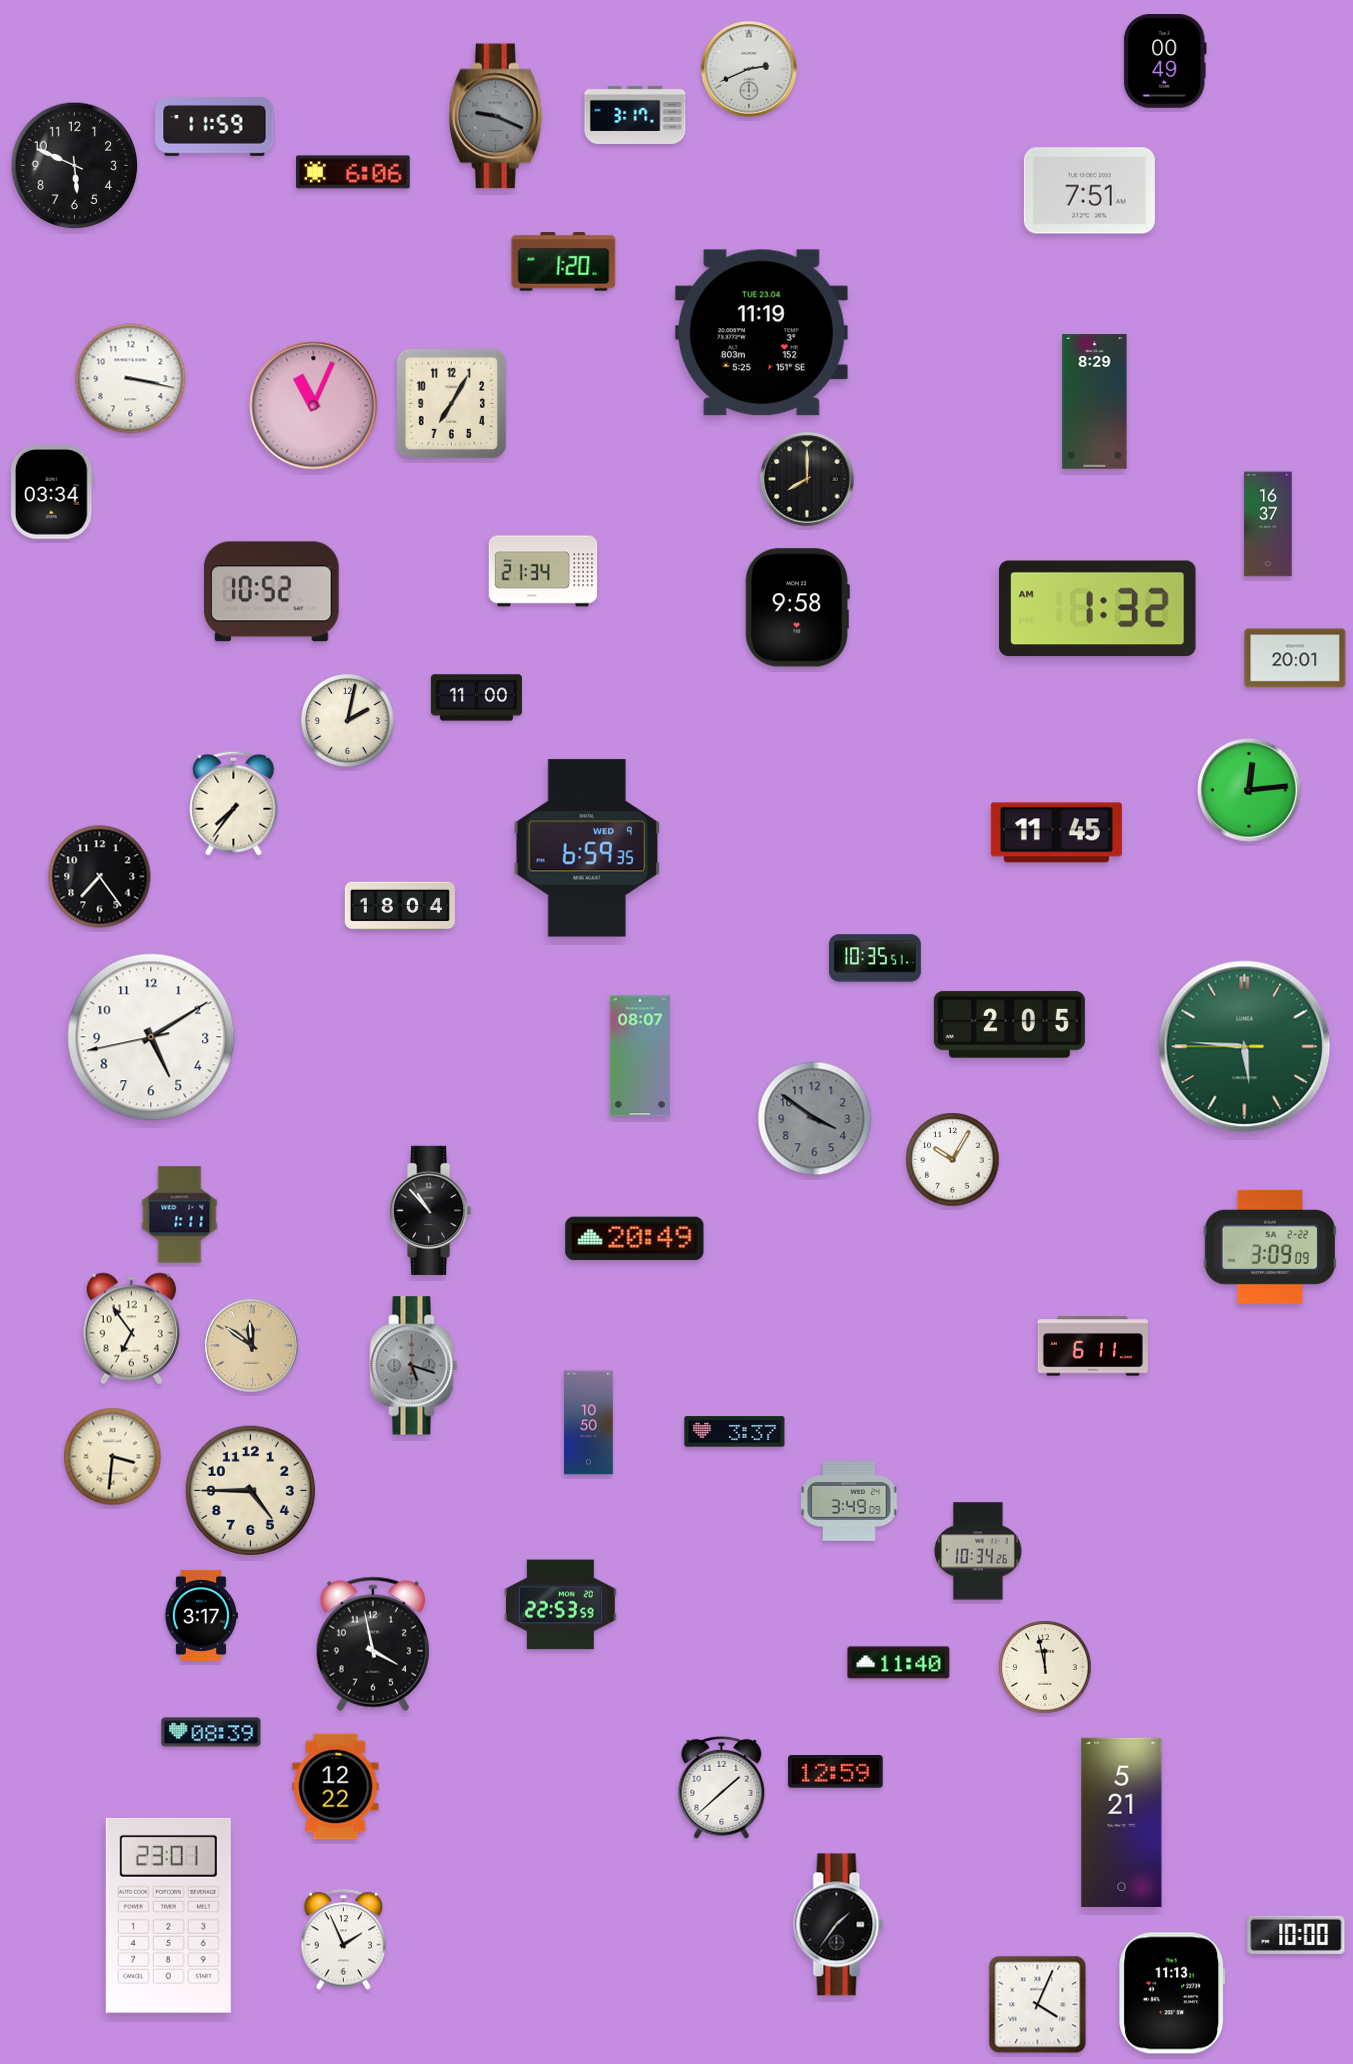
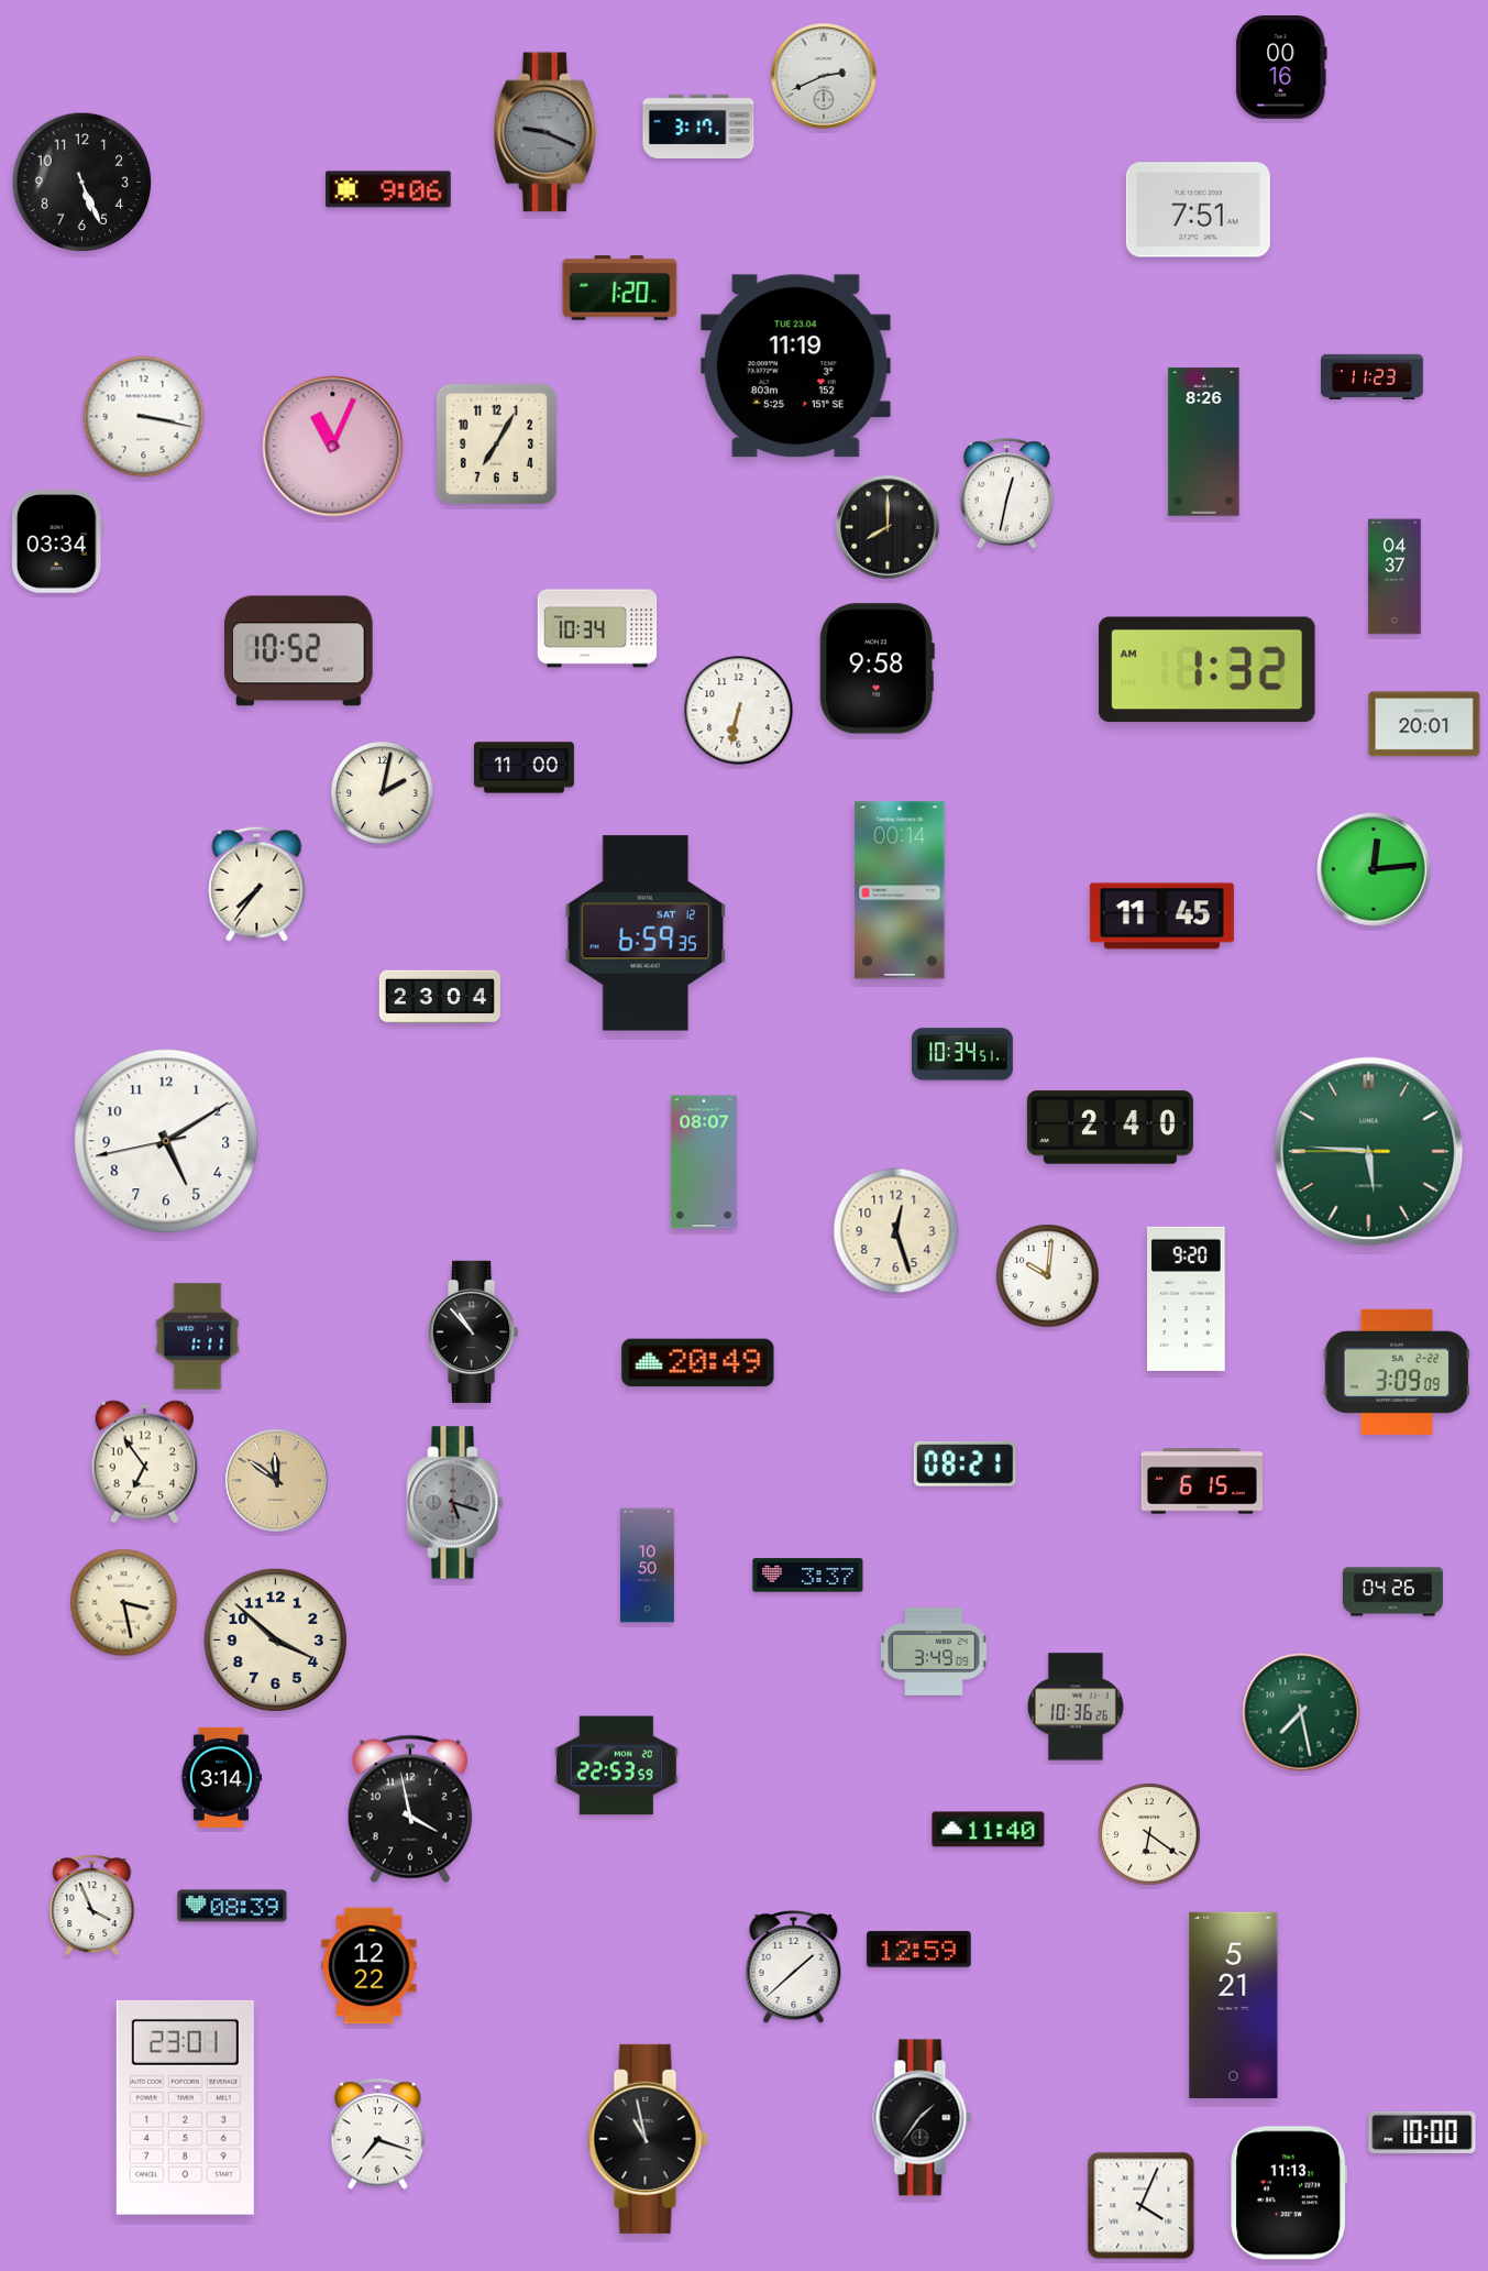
clock at (1165, 62): 00:49 -> 00:16
clock at (496, 116) position: (496, 116) -> (545, 132)
clock at (215, 127): 11:59 -> none
clock at (75, 166): 5:49 -> 5:26
clock at (354, 172): 6:06 -> 9:06
clock at (761, 333) position: (761, 333) -> (795, 366)
clock at (1373, 376): none -> 11:23
clock at (1095, 402): 8:29 -> 8:26
clock at (314, 406) position: (314, 406) -> (333, 447)
clock at (1007, 494): none -> 12:32
clock at (1268, 524): 16:37 -> 04:37
clock at (543, 571): 21:34 -> 10:34
clock at (739, 711): none -> 6:32
clock at (900, 890): none -> 00:14
clock at (587, 848) date: WED 9 -> SAT 12
clock at (100, 877): 7:24 -> none
clock at (400, 906): 18:04 -> 23:04
clock at (875, 958): 10:35 -> 10:34
clock at (1009, 1025): 2:05 -> 2:40
clock at (815, 1119): 3:51 -> 12:27
clock at (815, 1119) dial: grey -> cream
clock at (953, 1160): 10:05 -> 10:01
clock at (1187, 1298): none -> 9:20
clock at (965, 1463): none -> 08:21
clock at (1093, 1346): 6:11 -> 6:15
clock at (1392, 1592): none -> 04:26
clock at (113, 1457): 3:31 -> 3:28
clock at (250, 1490): 4:45 -> 3:52
clock at (979, 1551): 10:34 -> 10:36
clock at (1301, 1712): none -> 7:28
clock at (200, 1615): 3:17 -> 3:14
clock at (1045, 1667): 11:58 -> 6:21
clock at (92, 1906): none -> 3:56
clock at (1296, 1935) position: (1296, 1935) -> (1422, 2132)
clock at (344, 1940): 1:56 -> 7:18
clock at (648, 2139): none -> 10:58
